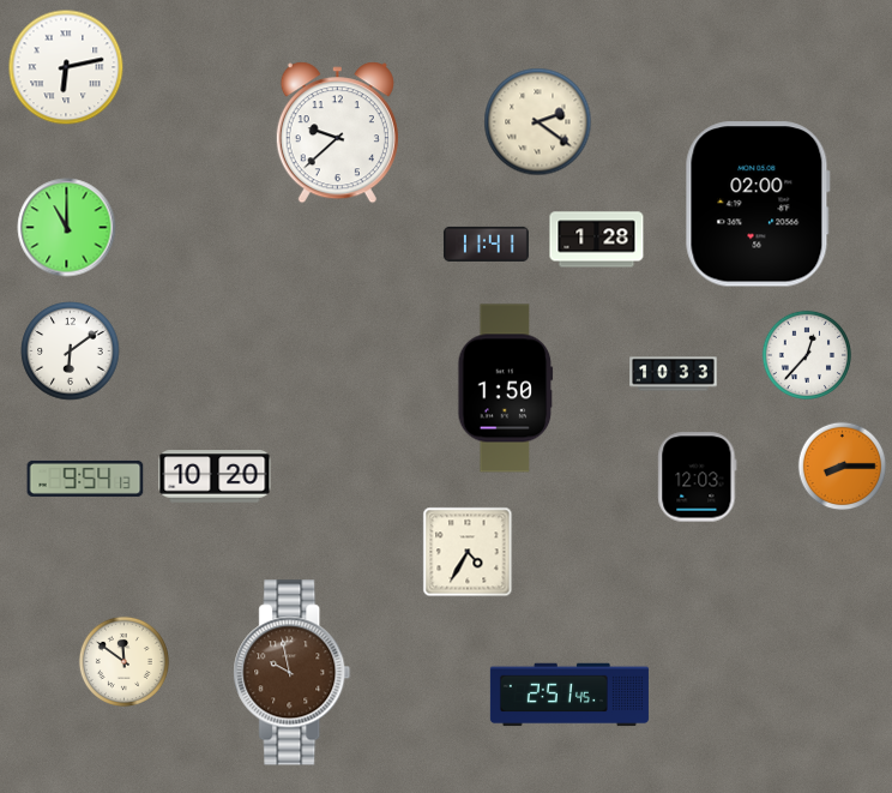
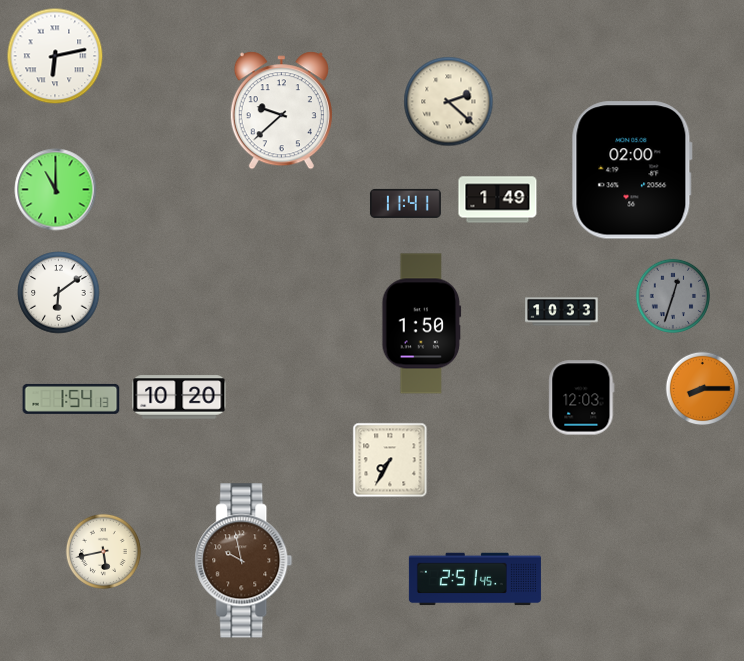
clock at (538, 122): 2:21 -> 2:22
clock at (597, 240): 1:28 -> 1:49
clock at (806, 354): 12:37 -> 12:33
clock at (806, 354) dial: white -> grey
clock at (85, 479): 9:54 -> 1:54
clock at (468, 552): 4:35 -> 7:35
clock at (123, 661): 11:51 -> 5:43
